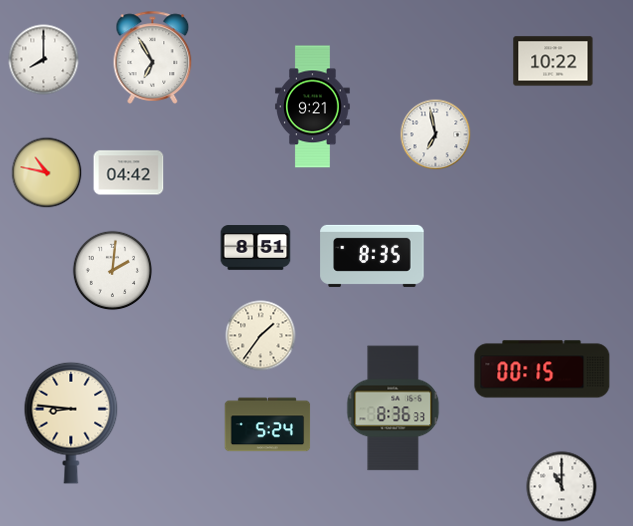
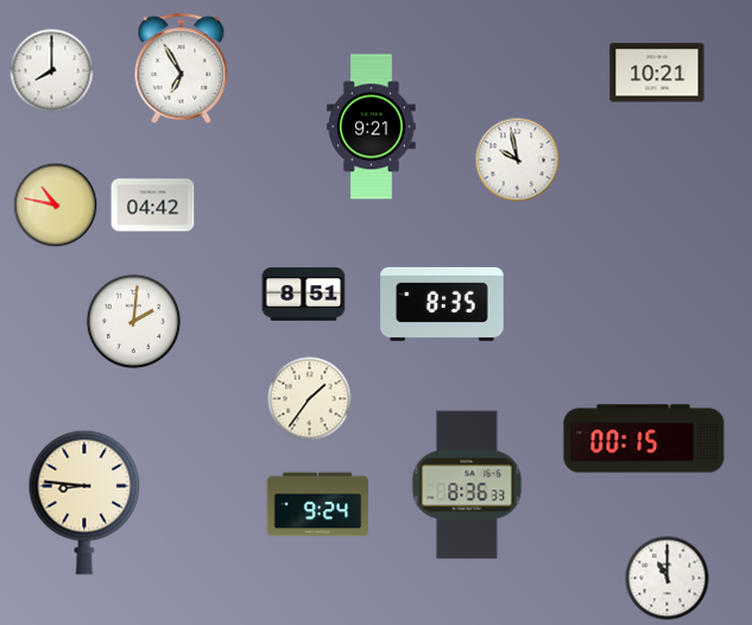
clock at (553, 61): 10:22 -> 10:21
clock at (436, 135): 6:58 -> 9:58
clock at (268, 425): 5:24 -> 9:24
